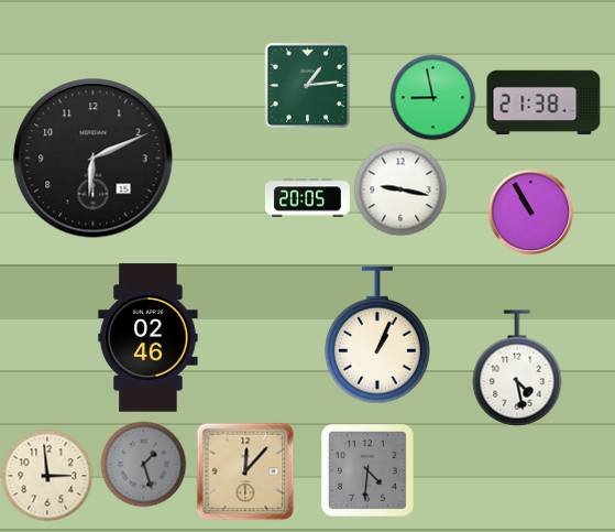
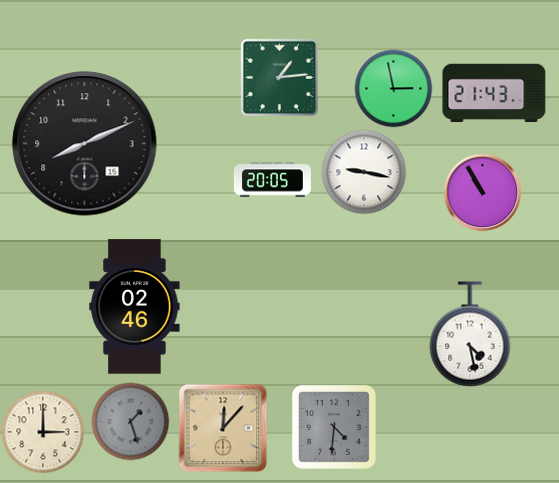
clock at (432, 97): 8:58 -> 2:58
clock at (543, 102): 21:38 -> 21:43
clock at (94, 159): 6:11 -> 8:11
clock at (307, 198) position: (307, 198) -> (272, 180)
clock at (377, 335): 1:04 -> none
clock at (47, 476): 2:59 -> 3:00
